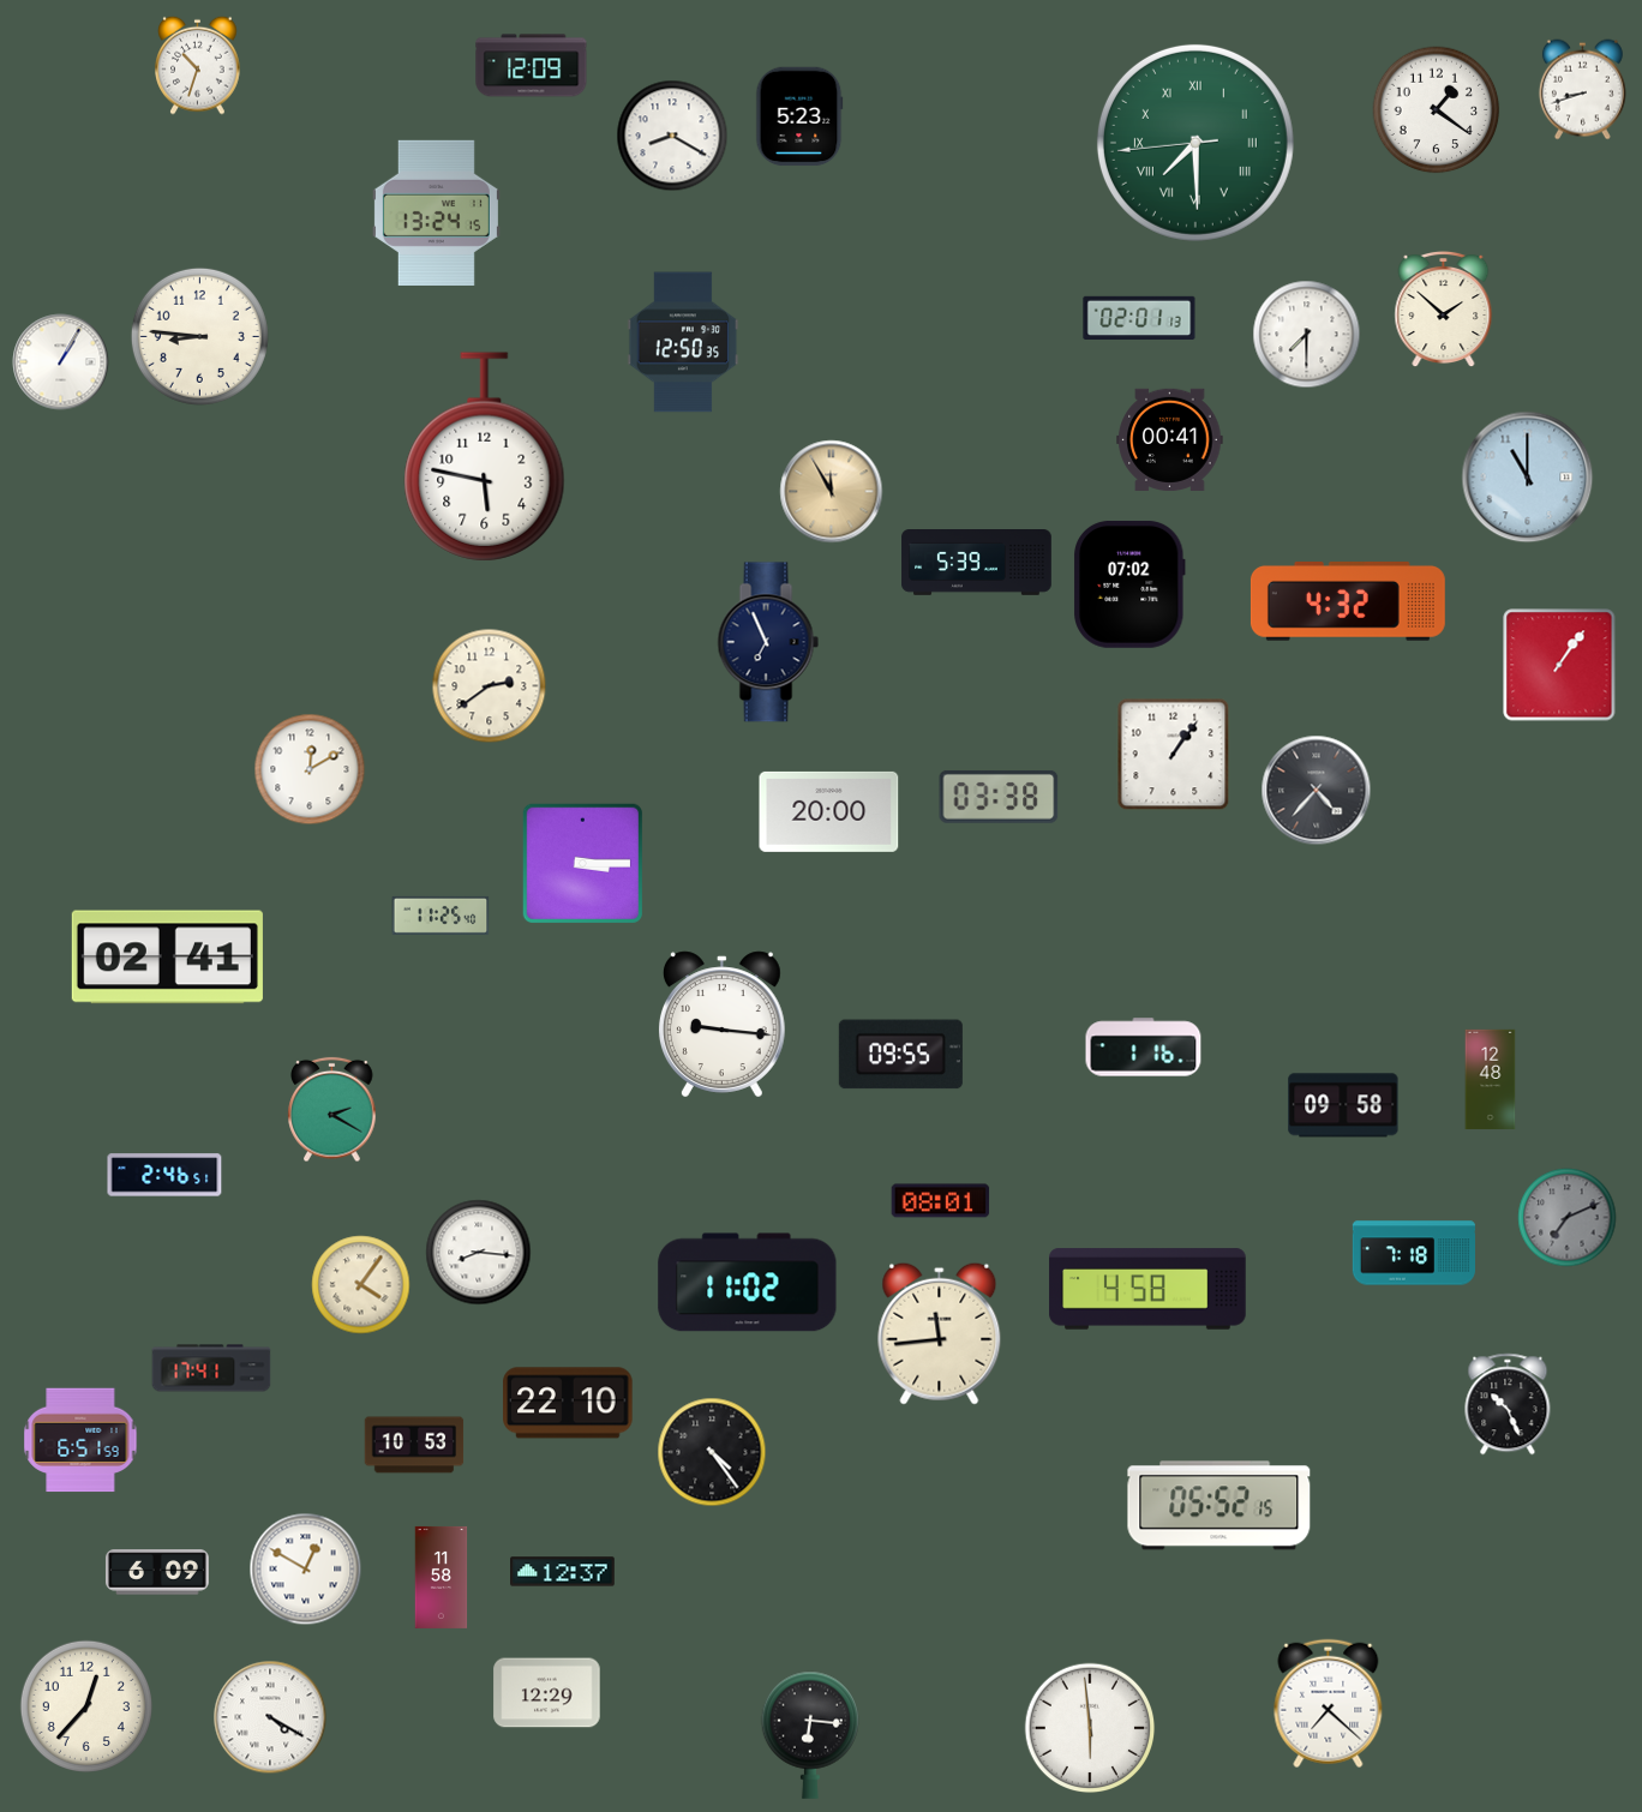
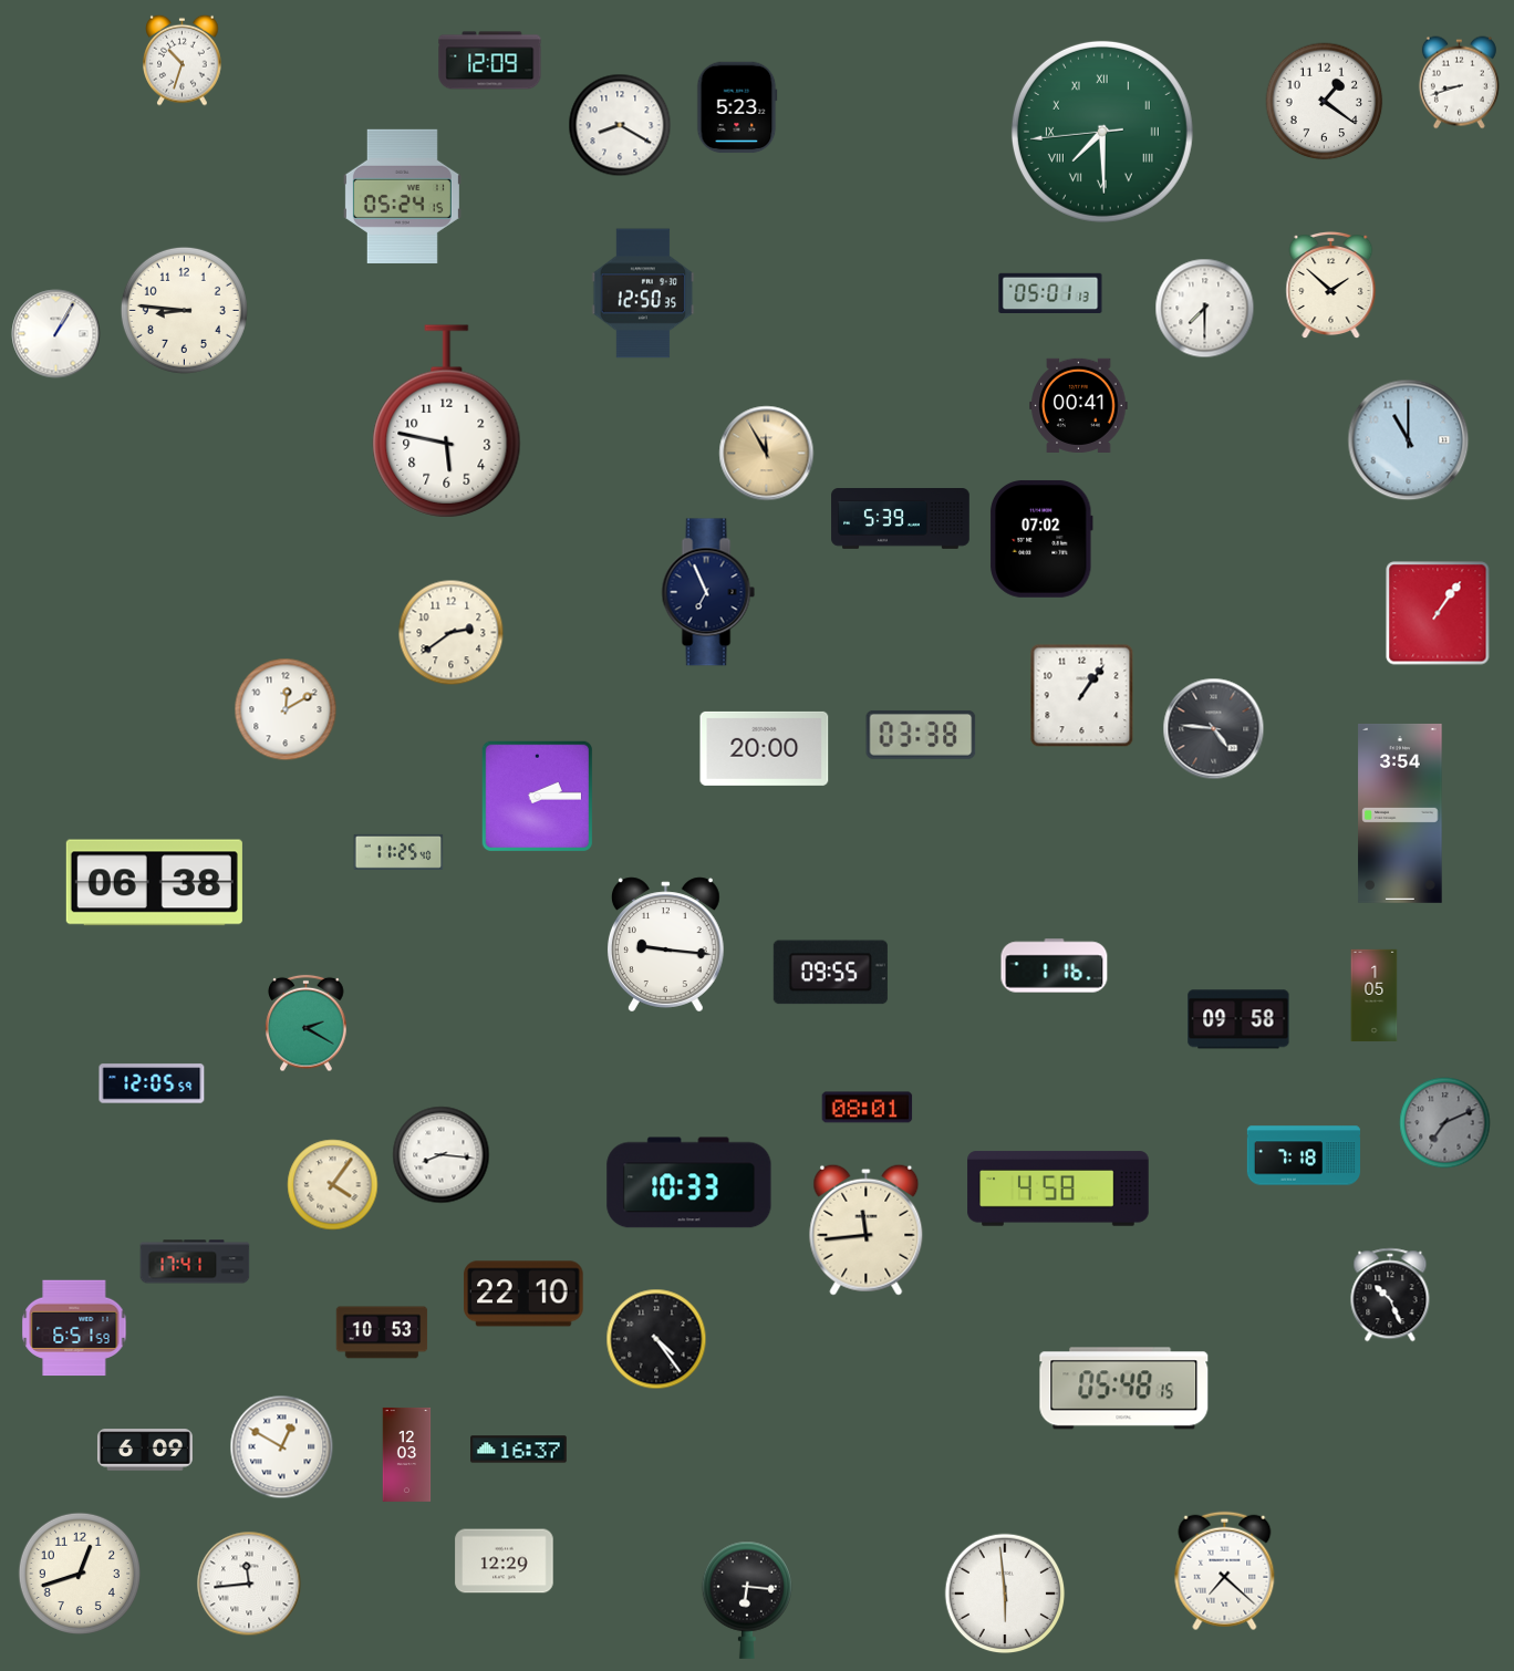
clock at (436, 212): 13:24 -> 05:24
clock at (1139, 318): 02:01 -> 05:01
clock at (683, 342) position: (683, 342) -> (643, 293)
clock at (1348, 602): 4:32 -> none
clock at (1317, 791): 4:37 -> 4:46
clock at (582, 863): 3:15 -> 2:15
clock at (1400, 813): none -> 3:54
clock at (441, 916) position: (441, 916) -> (398, 852)
clock at (167, 958): 02:41 -> 06:38
clock at (1491, 1080): 12:48 -> 1:05
clock at (164, 1175): 2:46 -> 12:05
clock at (748, 1283): 11:02 -> 10:33
clock at (1219, 1506): 05:52 -> 05:48
clock at (563, 1572): 12:37 -> 16:37
clock at (442, 1577): 11:58 -> 12:03
clock at (86, 1705): 12:37 -> 12:42
clock at (270, 1717): 4:20 -> 11:44
